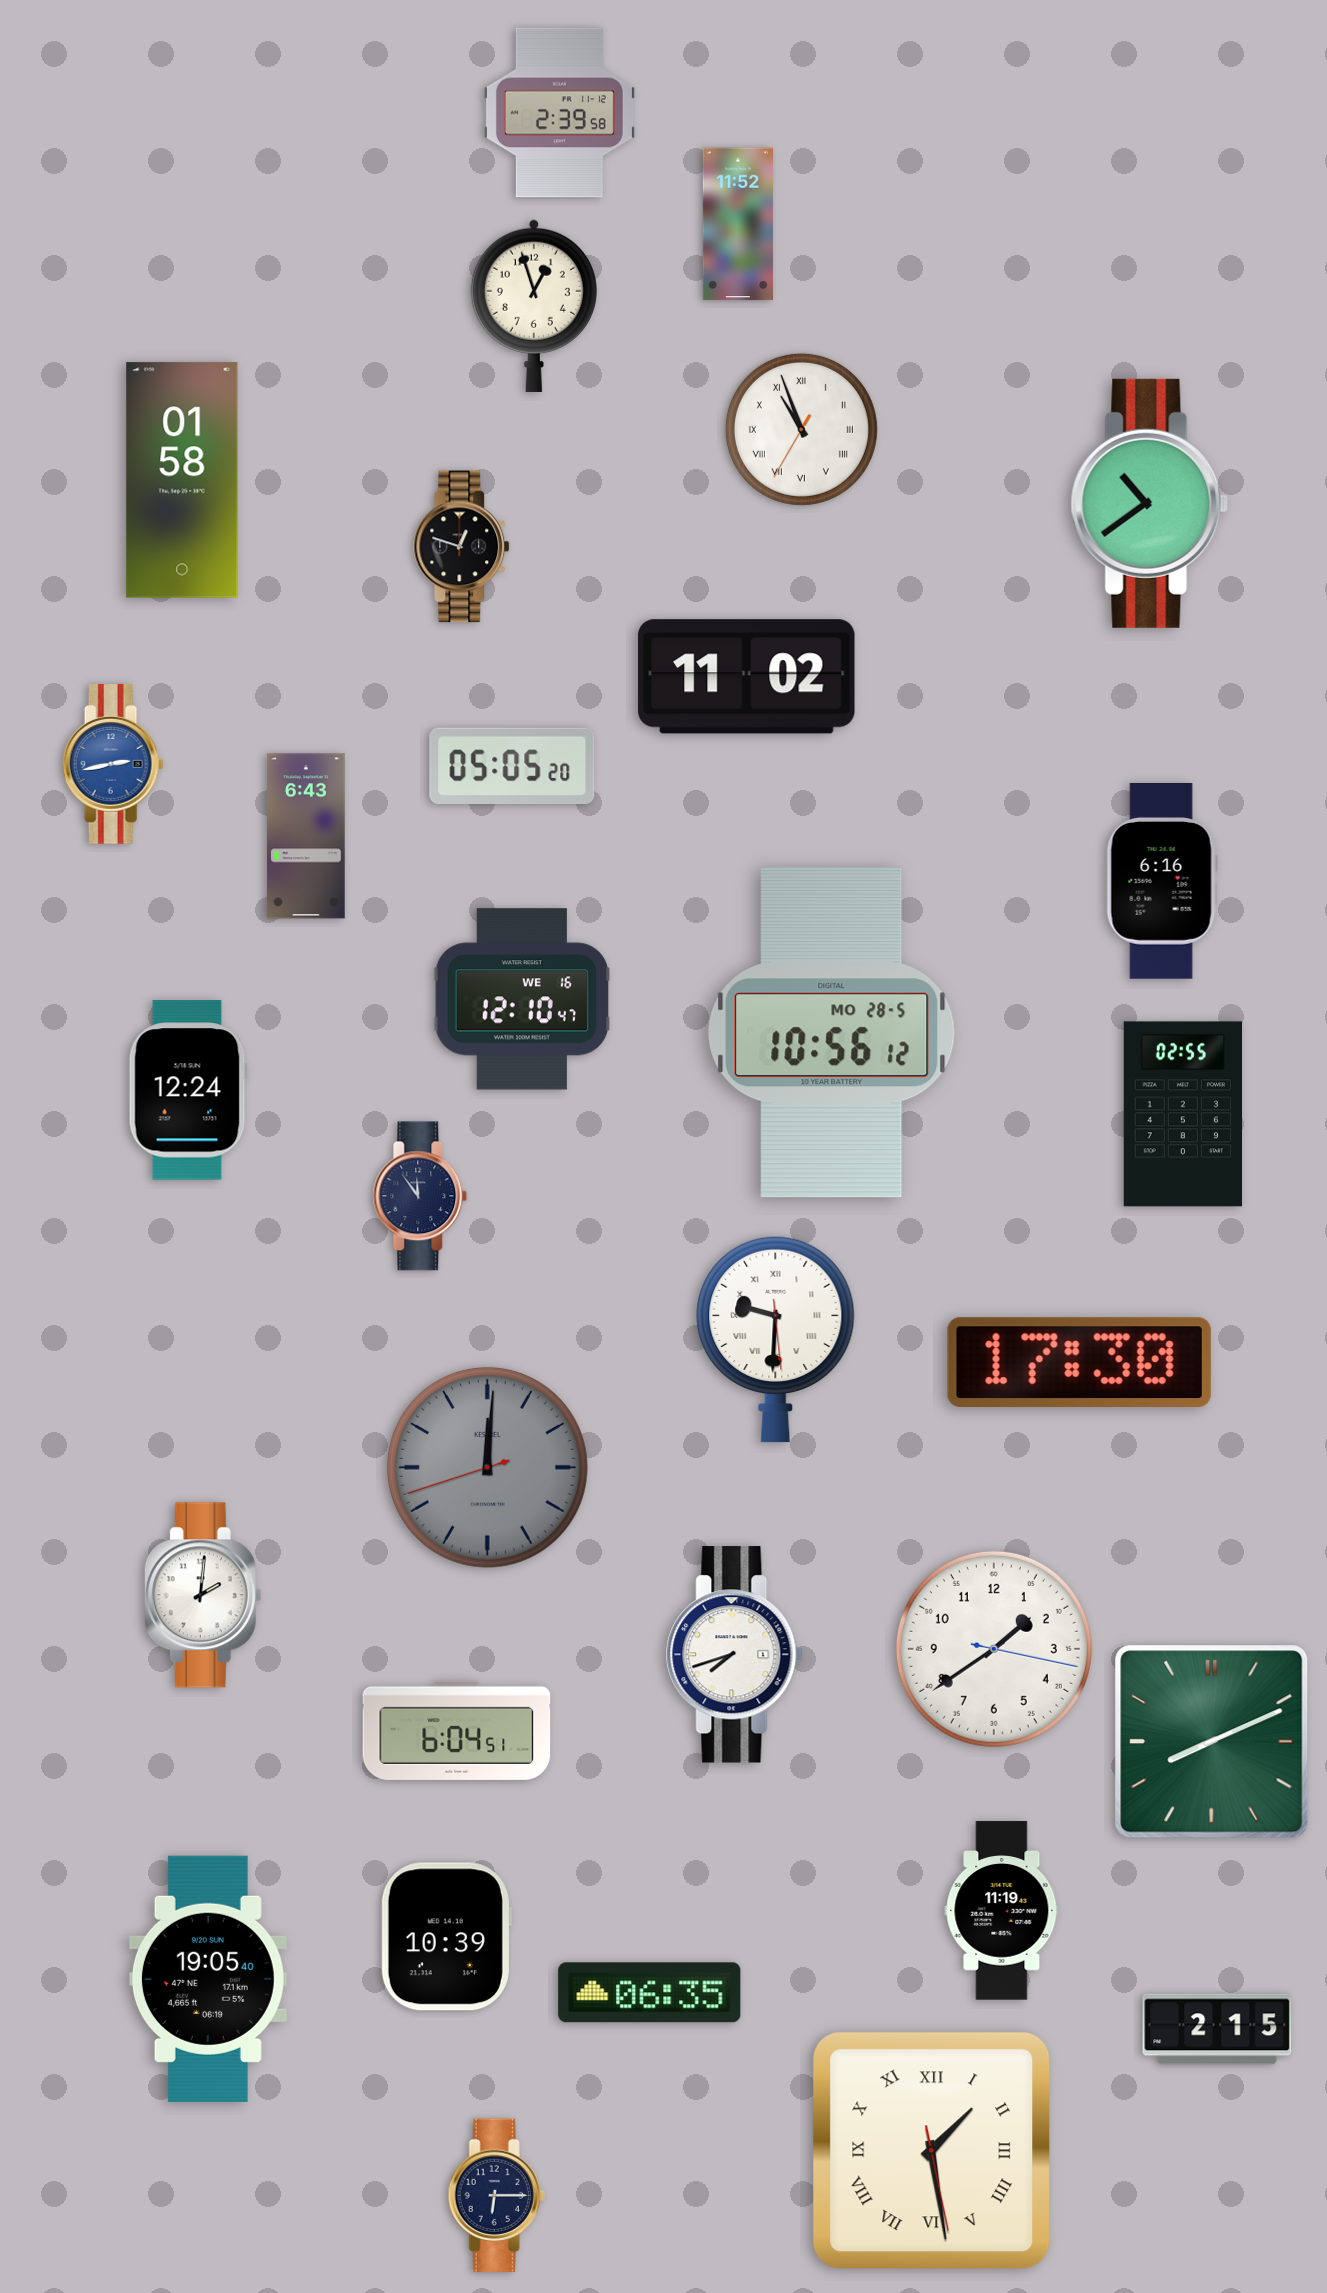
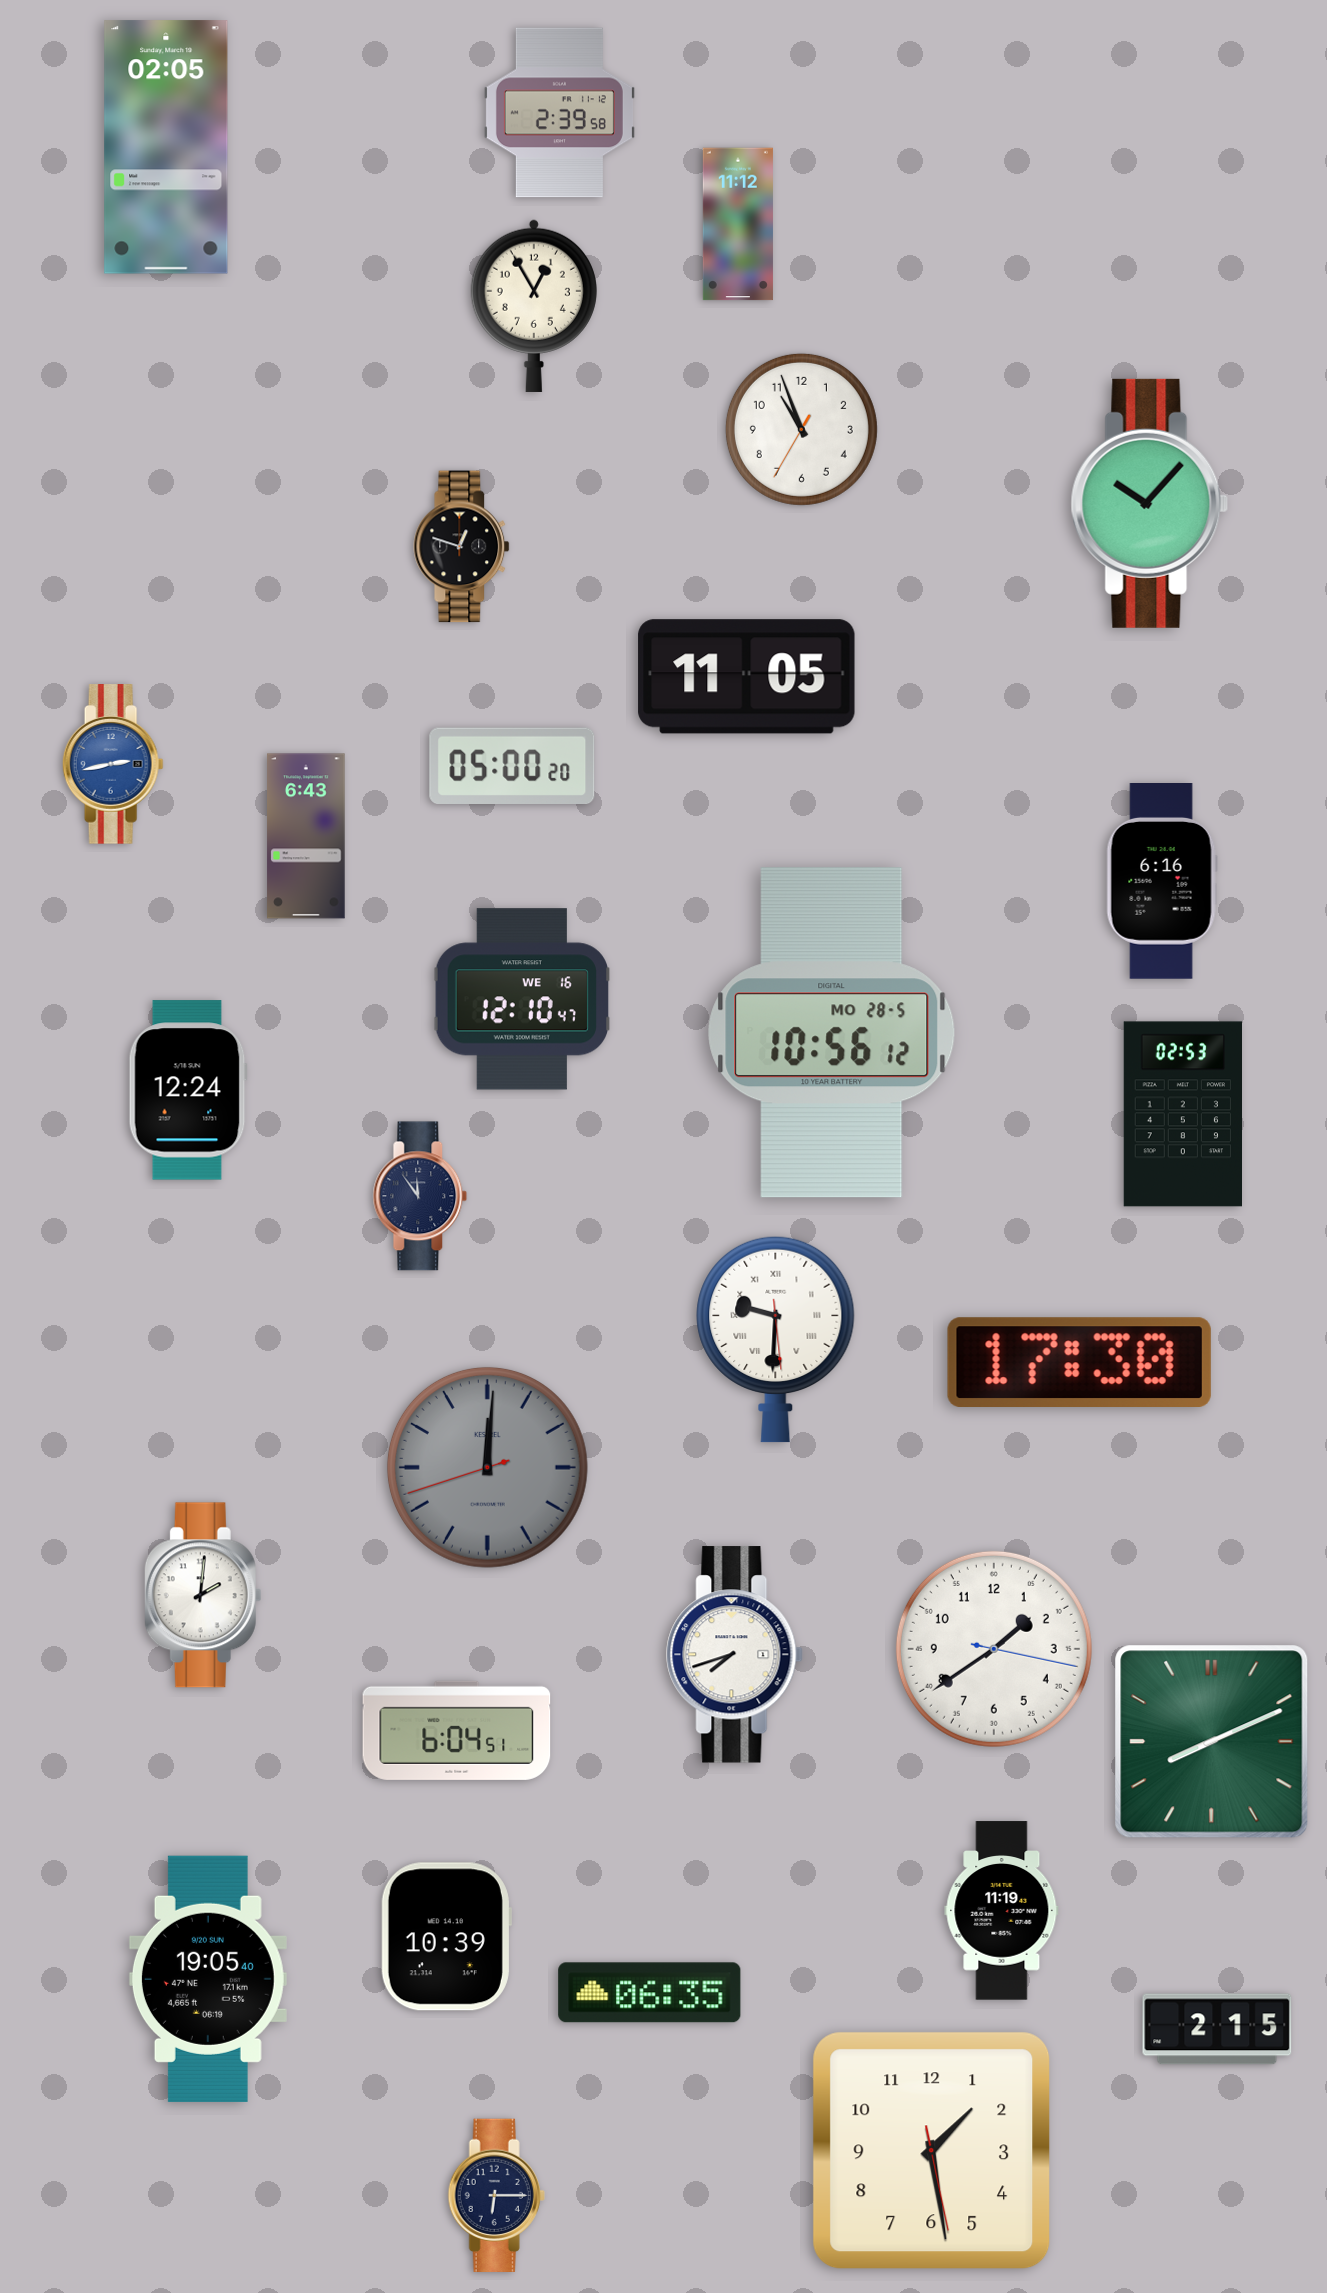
clock at (166, 147): none -> 02:05
clock at (738, 224): 11:52 -> 11:12
clock at (534, 306): 12:57 -> 12:55
clock at (801, 429) numerals: Roman -> Arabic
clock at (182, 480): 01:58 -> none
clock at (1150, 503): 10:39 -> 10:07
clock at (747, 677): 11:02 -> 11:05
clock at (512, 765): 05:05 -> 05:00
clock at (1182, 1114): 02:55 -> 02:53
clock at (932, 2151) numerals: Roman -> Arabic
